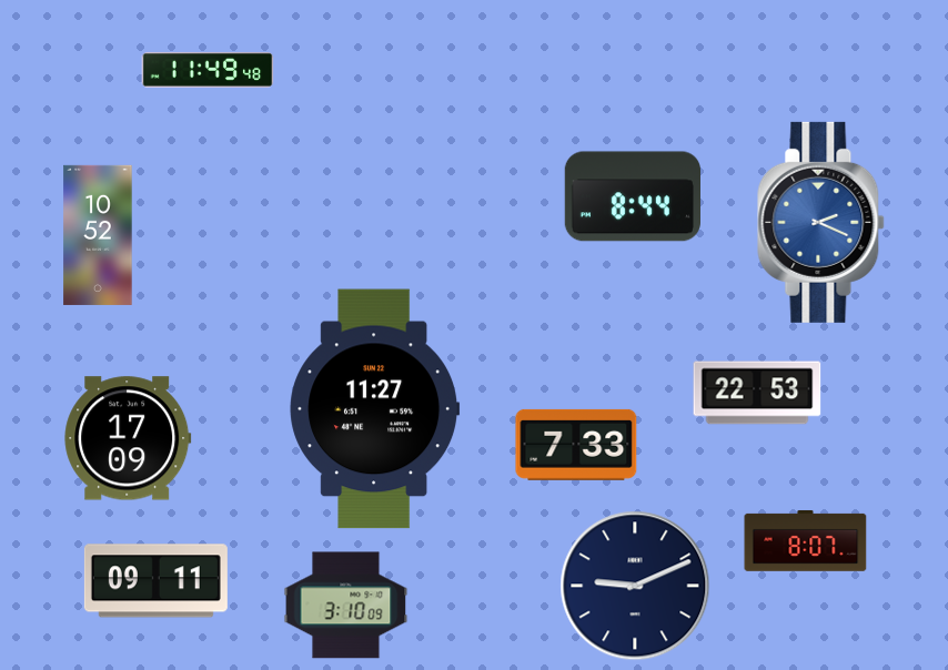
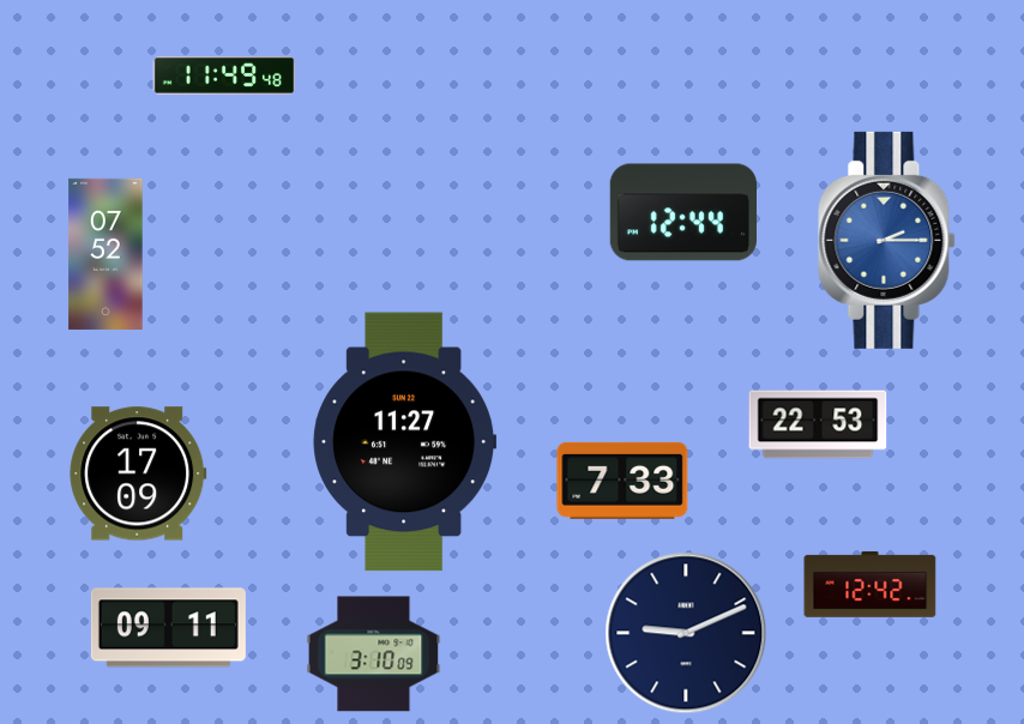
clock at (632, 196): 8:44 -> 12:44
clock at (821, 222): 2:19 -> 2:15
clock at (98, 235): 10:52 -> 07:52
clock at (806, 540): 8:07 -> 12:42
